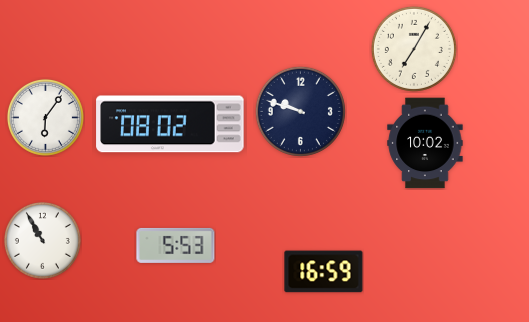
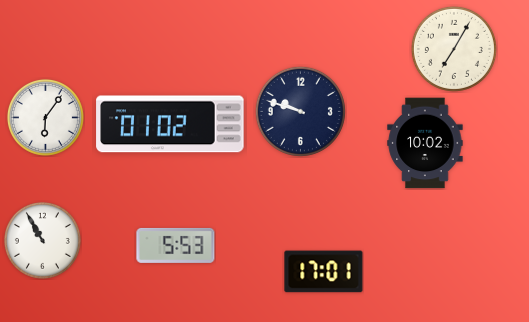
clock at (414, 49) position: (414, 49) -> (454, 49)
clock at (170, 124): 08:02 -> 01:02
clock at (324, 272): 16:59 -> 17:01
